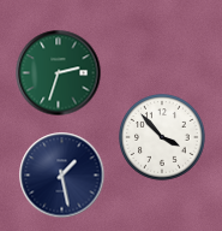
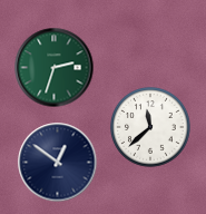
clock at (162, 138): 3:53 -> 11:38
clock at (62, 176): 1:28 -> 12:51
